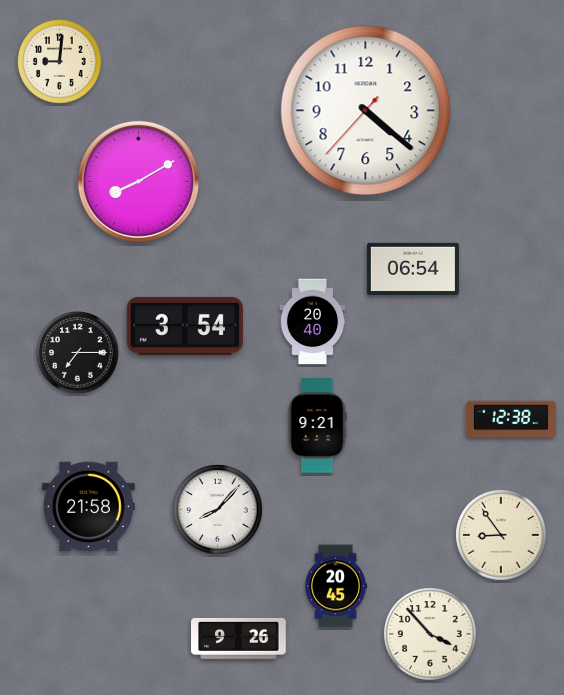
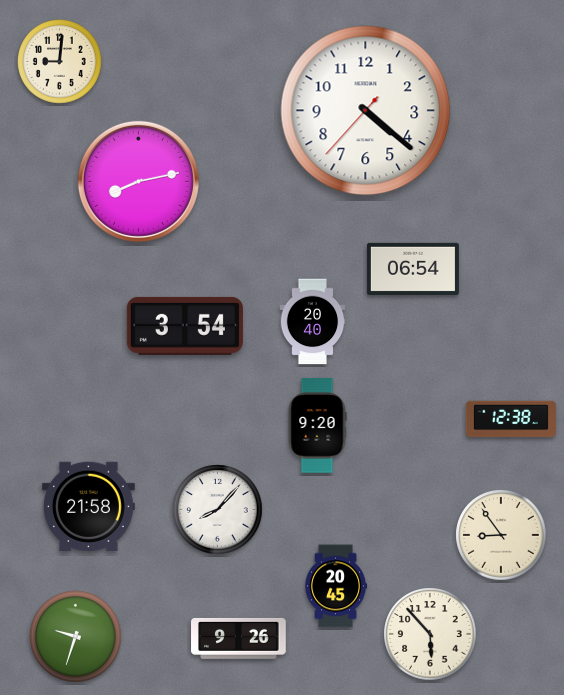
clock at (138, 181): 8:10 -> 8:13
clock at (78, 353): 7:15 -> none
clock at (317, 426): 9:21 -> 9:20
clock at (430, 634): 3:53 -> 5:53
clock at (76, 637): none -> 9:33
